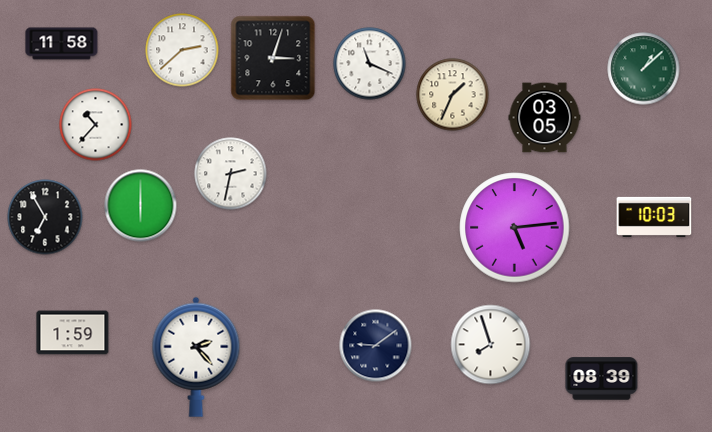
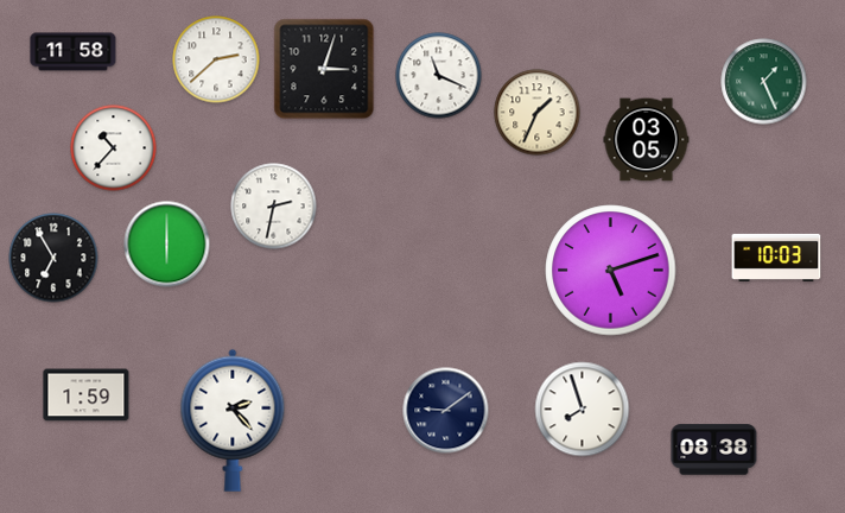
clock at (644, 69): 1:08 -> 1:26
clock at (515, 228): 5:14 -> 5:12
clock at (196, 357) position: (196, 357) -> (233, 420)
clock at (602, 379): 08:39 -> 08:38
